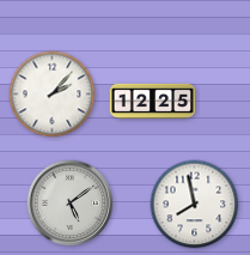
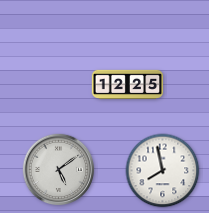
clock at (53, 95): 2:07 -> none
